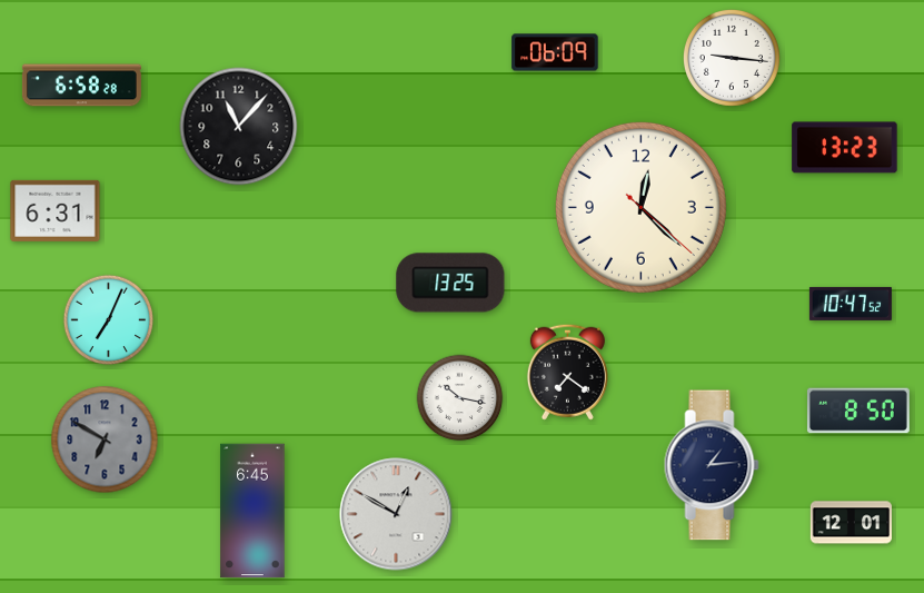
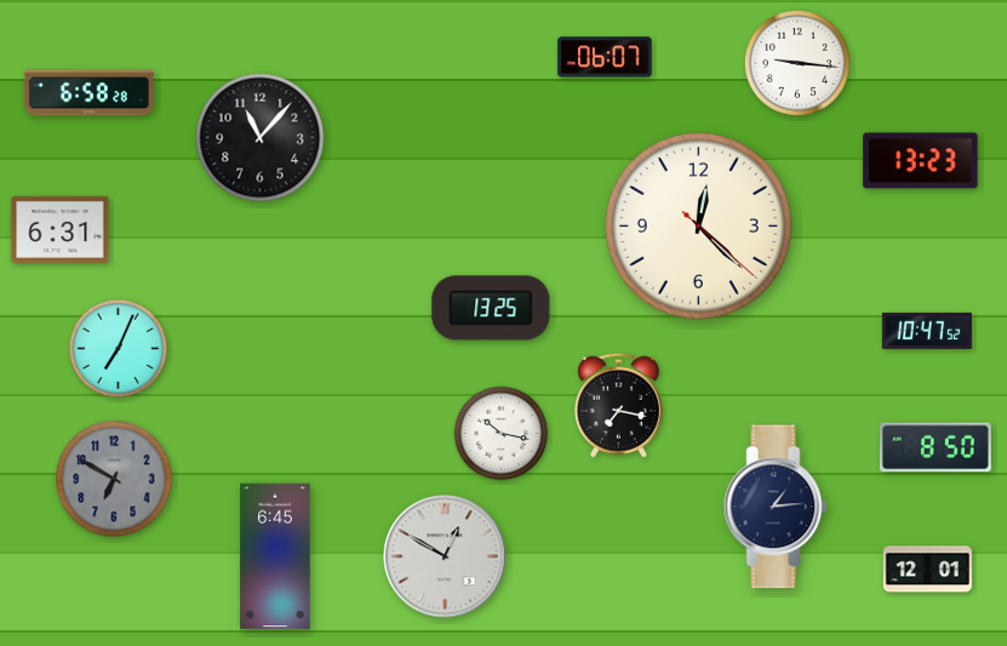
clock at (555, 52): 06:09 -> 06:07
clock at (567, 372): 7:21 -> 7:17
clock at (396, 514) position: (396, 514) -> (445, 556)
